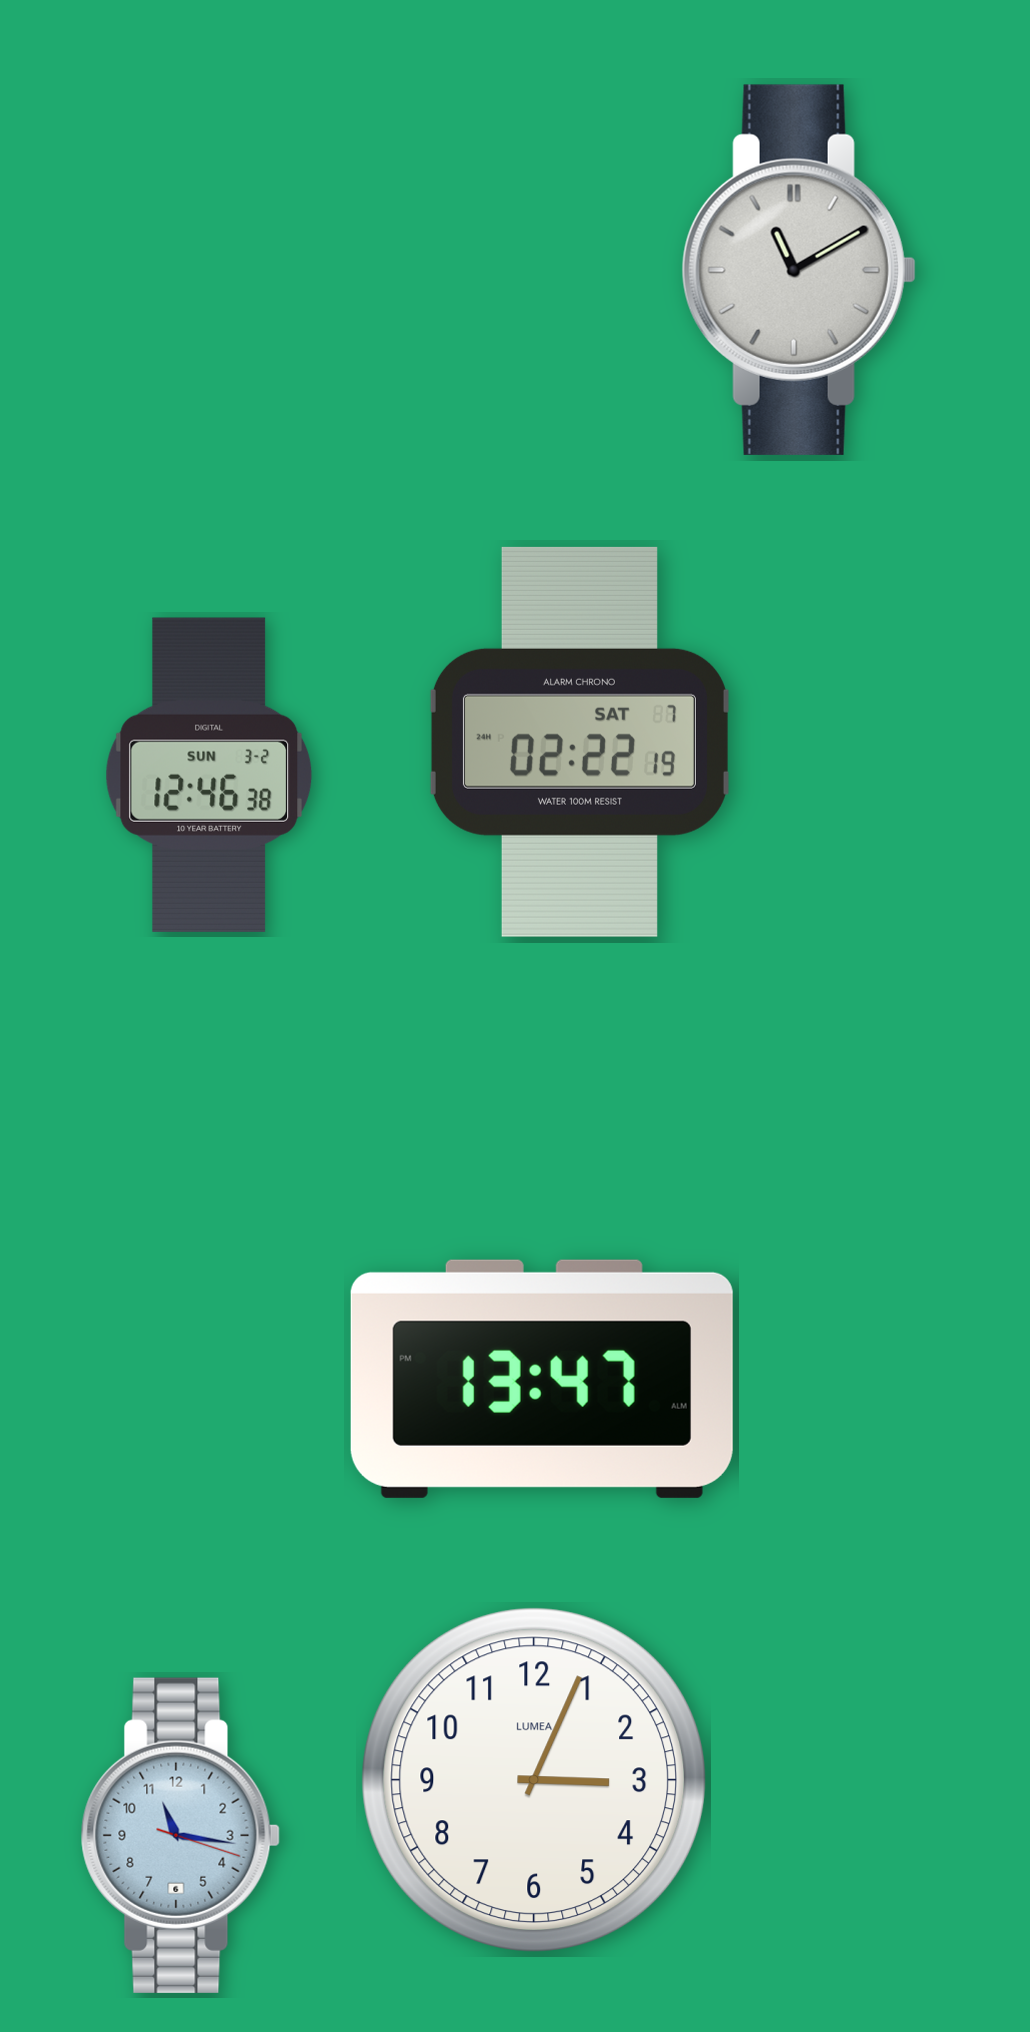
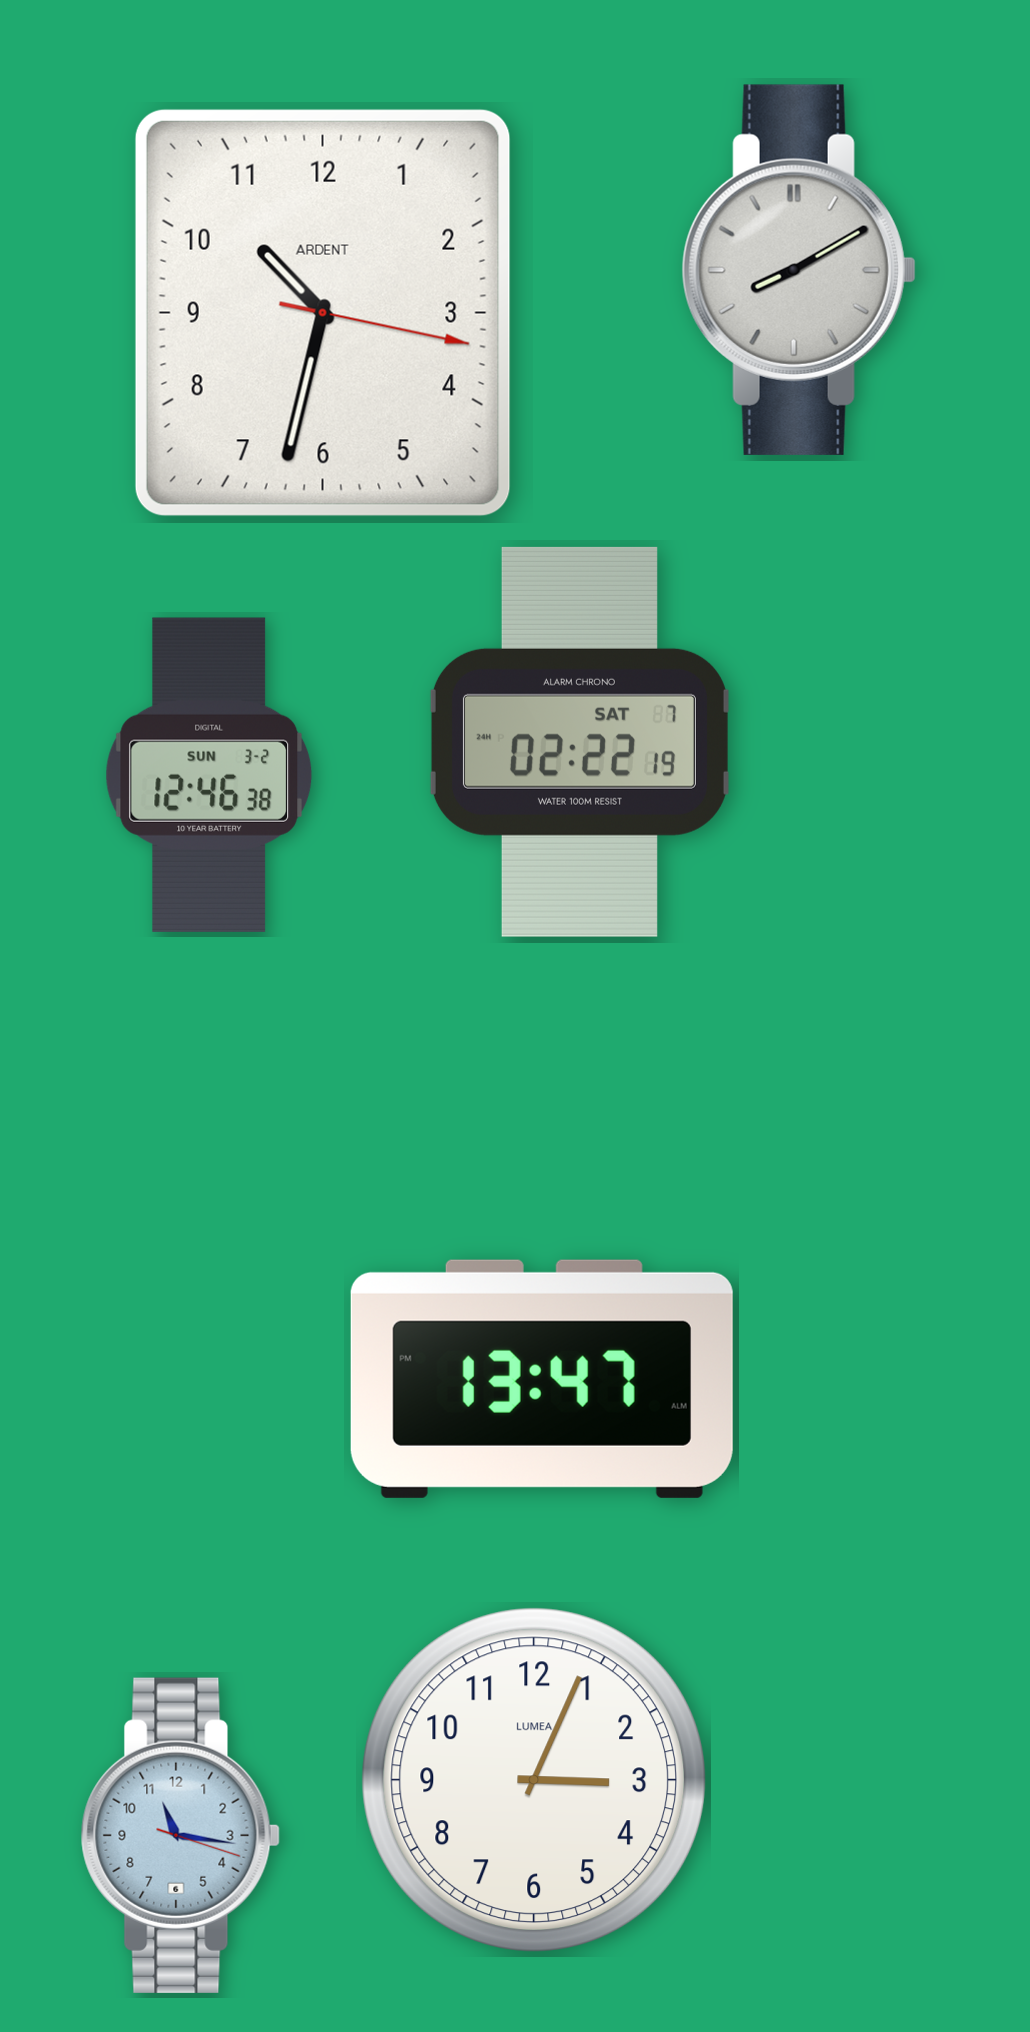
clock at (799, 270): 11:10 -> 8:10
clock at (323, 313): none -> 10:32
